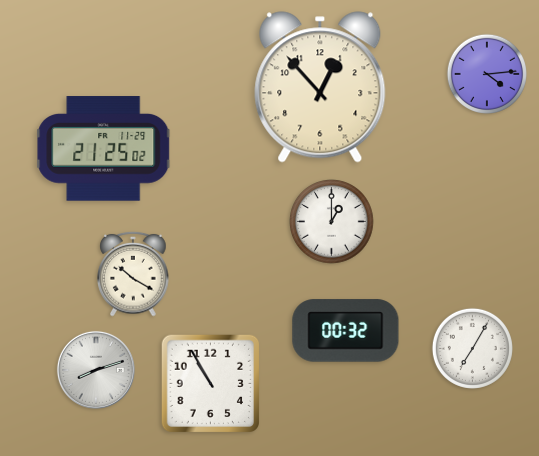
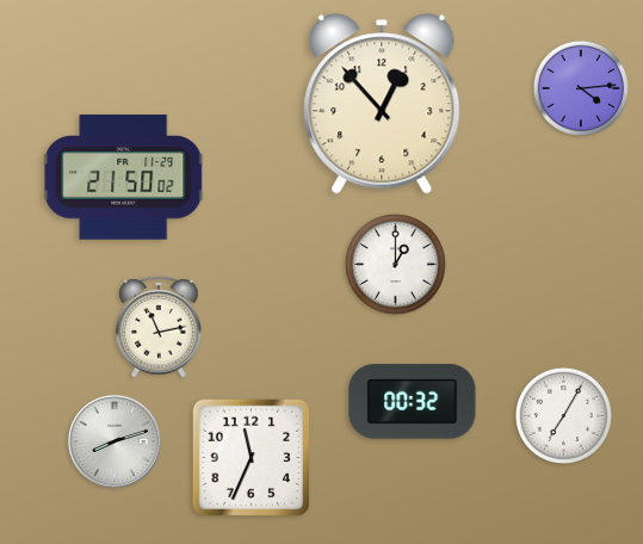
clock at (104, 149): 21:25 -> 21:50
clock at (133, 274): 10:20 -> 11:13
clock at (346, 331) position: (346, 331) -> (413, 402)
clock at (210, 383): 10:55 -> 11:34
